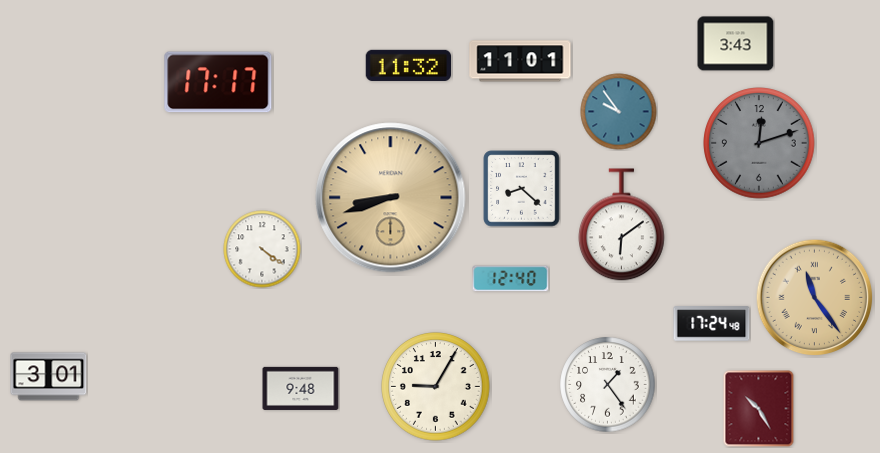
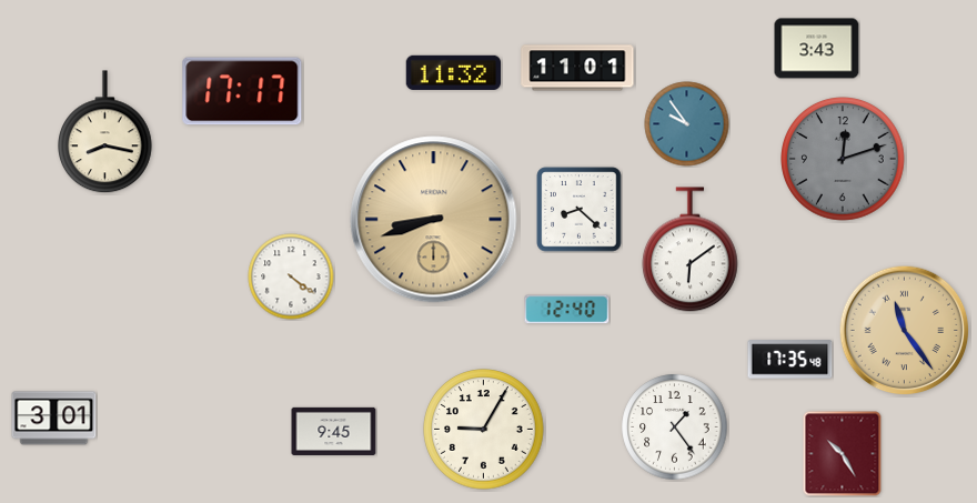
clock at (105, 132): none -> 8:17
clock at (712, 324): 17:24 -> 17:35
clock at (301, 388): 9:48 -> 9:45
